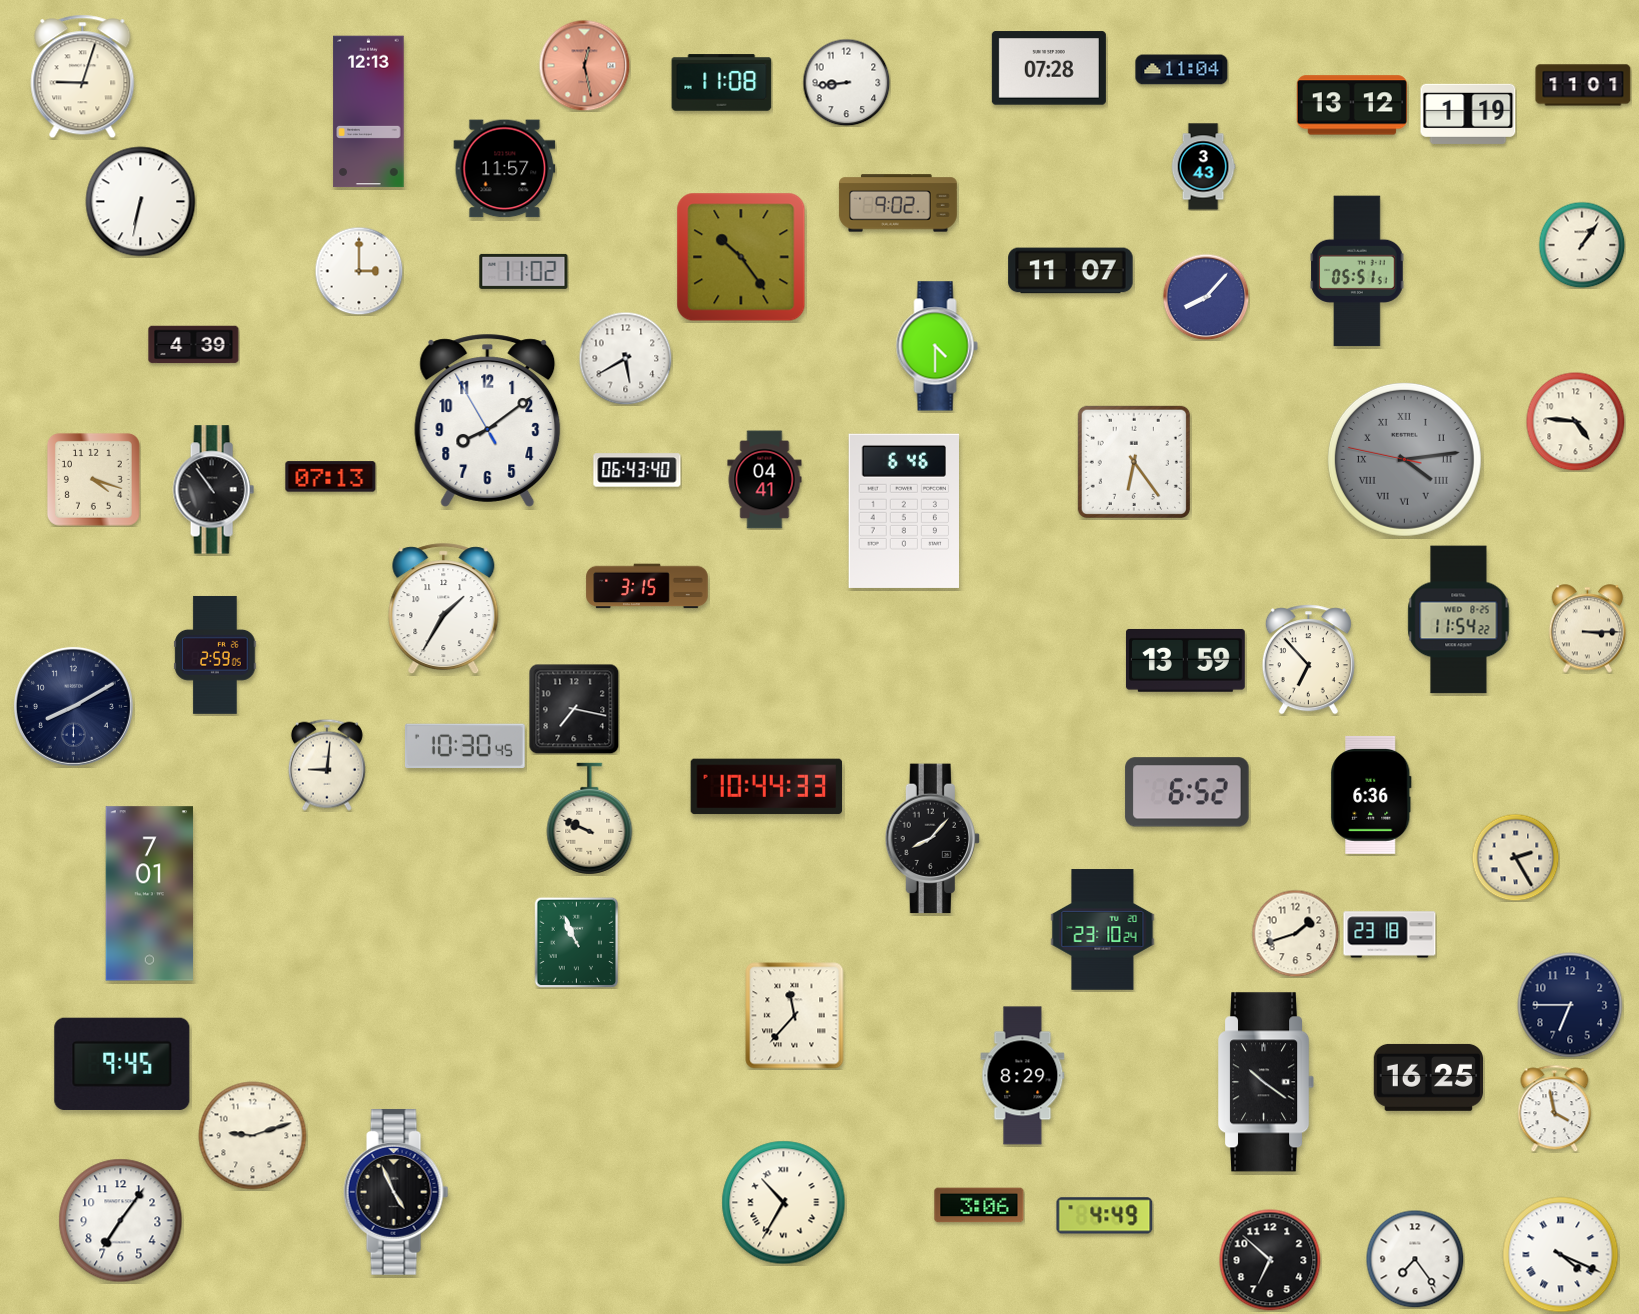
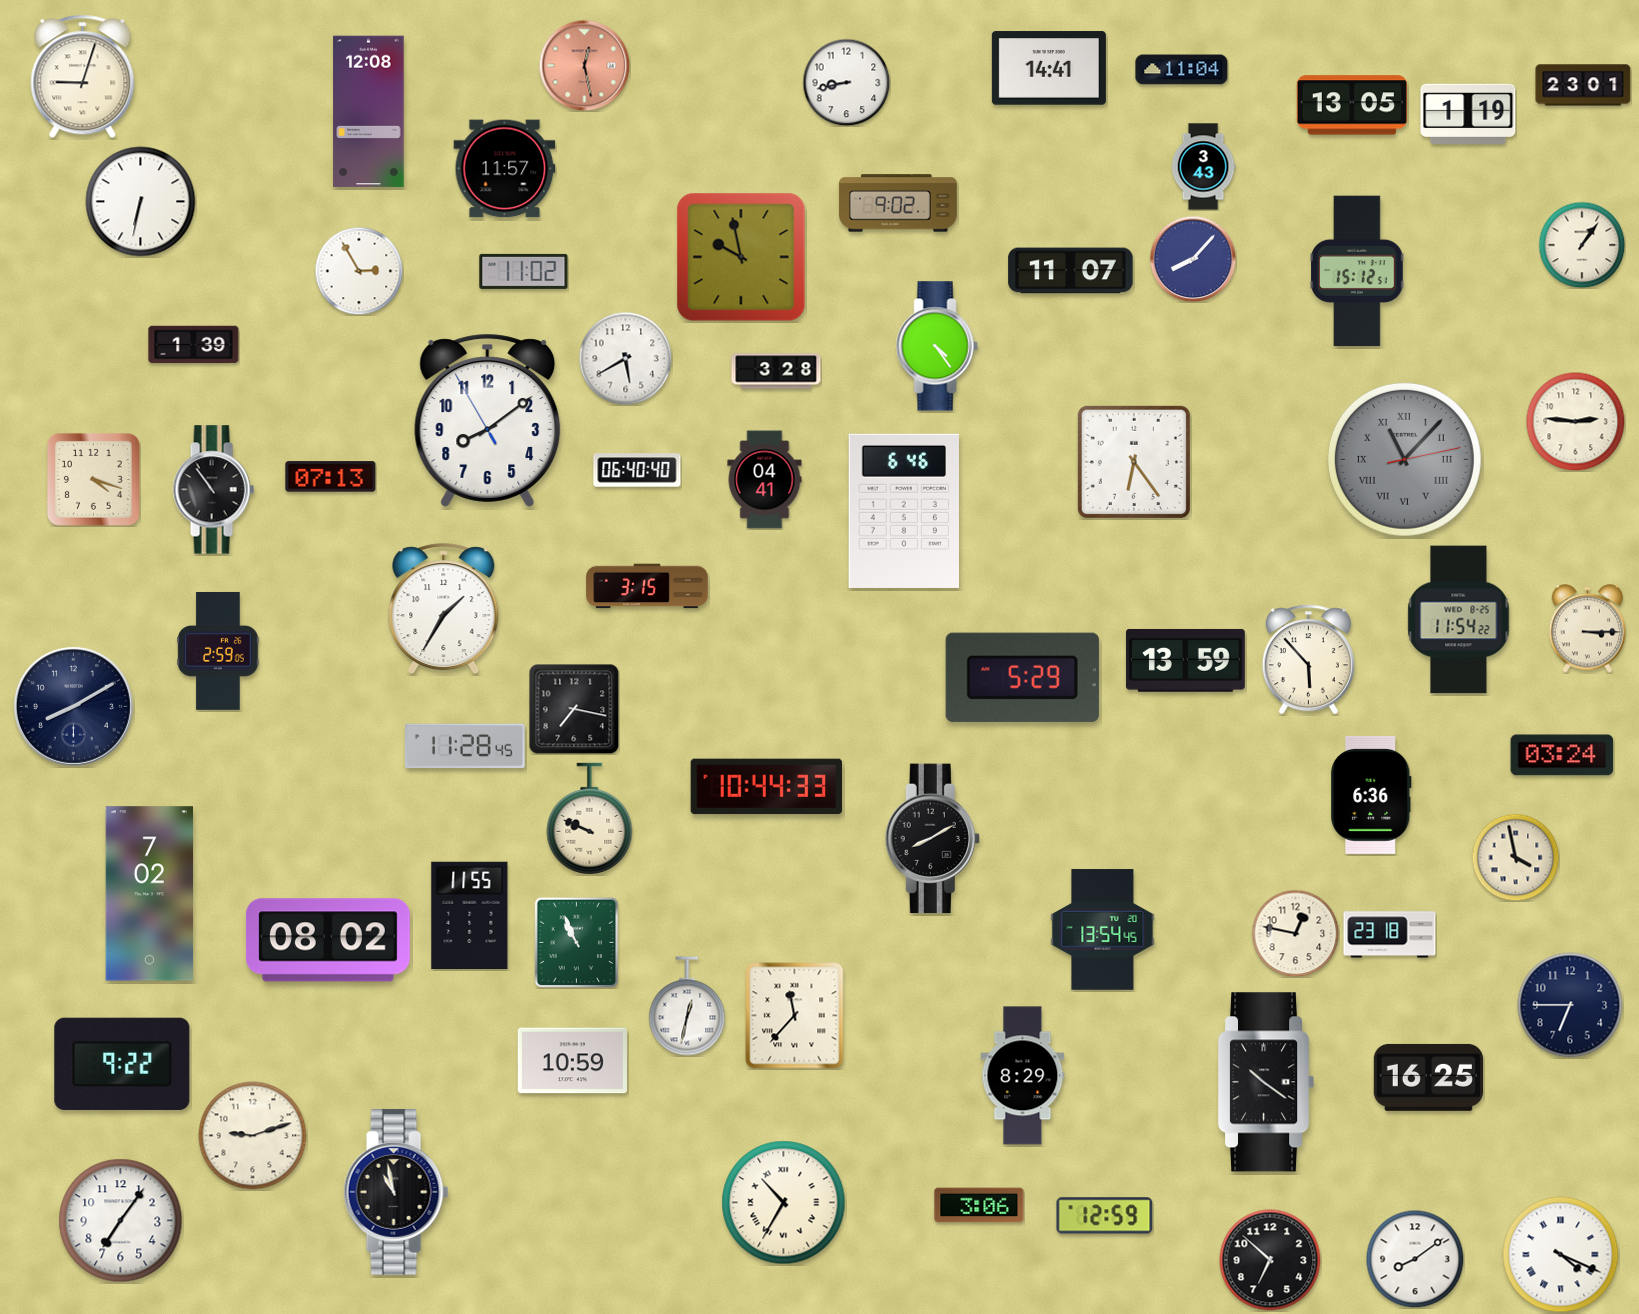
clock at (1049, 68): 07:28 -> 14:41
clock at (846, 82): 8:44 -> 8:43
clock at (722, 83): 11:08 -> none
clock at (1583, 85): 11:01 -> 23:01
clock at (1352, 105): 13:12 -> 13:05
clock at (369, 112): 12:13 -> 12:08
clock at (741, 257): 10:24 -> 9:58
clock at (359, 271): 3:00 -> 2:55
clock at (1357, 271): 05:51 -> 15:12
clock at (1206, 297) position: (1206, 297) -> (1193, 259)
clock at (194, 345): 4:39 -> 1:39
clock at (937, 346): 4:30 -> 4:24
clock at (776, 371): none -> 3:28
clock at (1576, 422): 4:46 -> 2:46
clock at (1404, 459): 4:13 -> 11:07
clock at (637, 470): 06:43 -> 06:40
clock at (215, 655) position: (215, 655) -> (218, 651)
clock at (1308, 660): 6:53 -> 5:53
clock at (1022, 677): none -> 5:29
clock at (465, 746): 10:30 -> 11:28
clock at (1562, 755): none -> 03:24
clock at (327, 765): 9:01 -> none
clock at (1187, 792): 6:52 -> none
clock at (932, 839): 8:07 -> 8:10
clock at (1515, 857): 2:25 -> 3:58
clock at (150, 894): 7:01 -> 7:02
clock at (470, 915): none -> 11:55
clock at (1103, 930): 23:10 -> 13:54
clock at (1295, 933): 1:42 -> 12:47
clock at (328, 940): none -> 08:02
clock at (687, 1006): none -> 12:32
clock at (572, 1061): none -> 10:59
clock at (122, 1064): 9:45 -> 9:22
clock at (1555, 1108): 3:58 -> none
clock at (396, 1192): 4:56 -> 10:58
clock at (1105, 1216): 4:49 -> 12:59
clock at (1415, 1259): 7:24 -> 8:09
